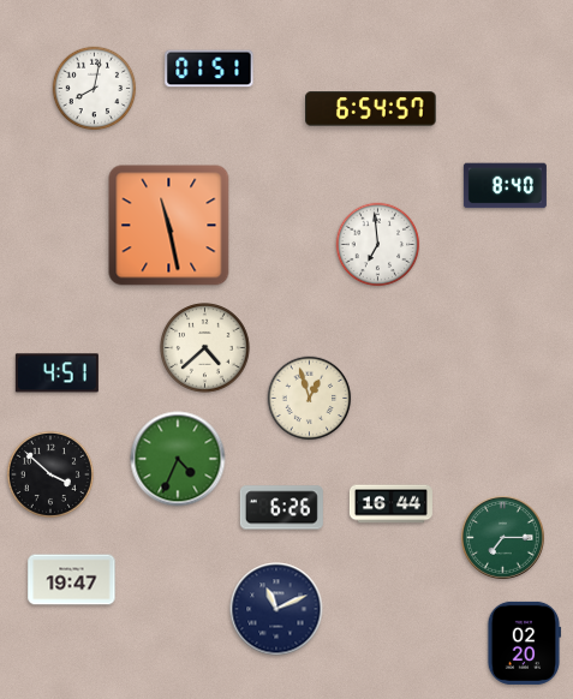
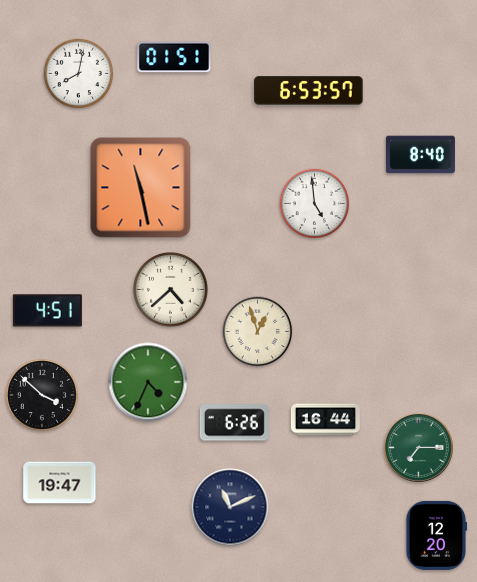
clock at (371, 109): 6:54 -> 6:53
clock at (378, 245): 6:59 -> 4:59
clock at (524, 643): 02:20 -> 12:20
